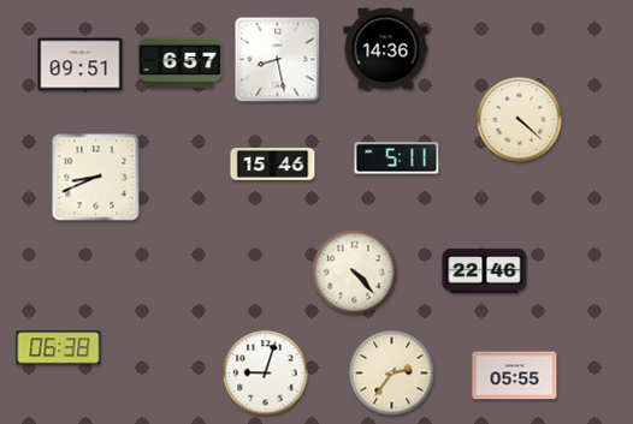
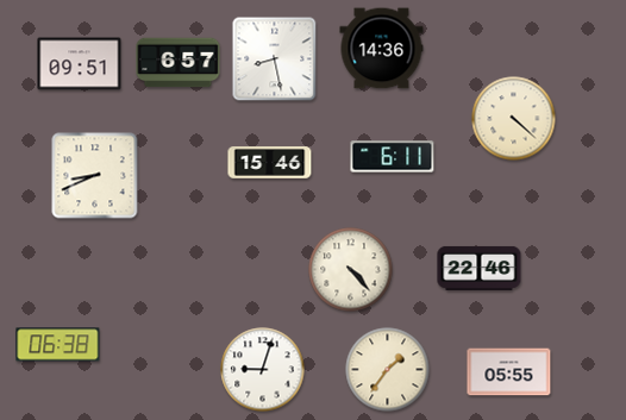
clock at (397, 159): 5:11 -> 6:11
clock at (392, 374): 2:36 -> 1:36
